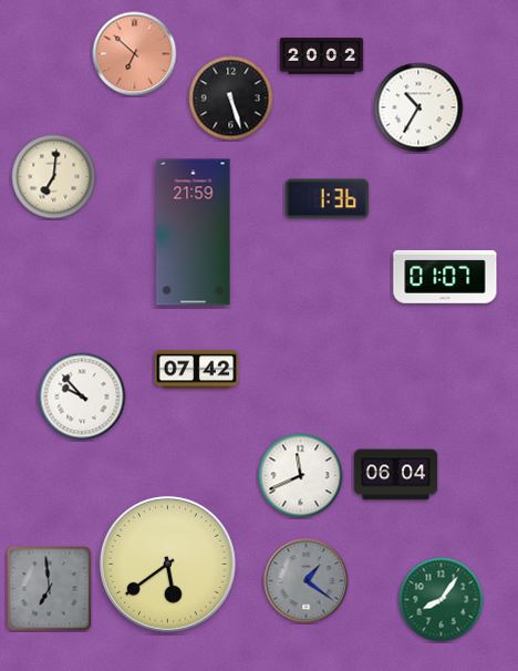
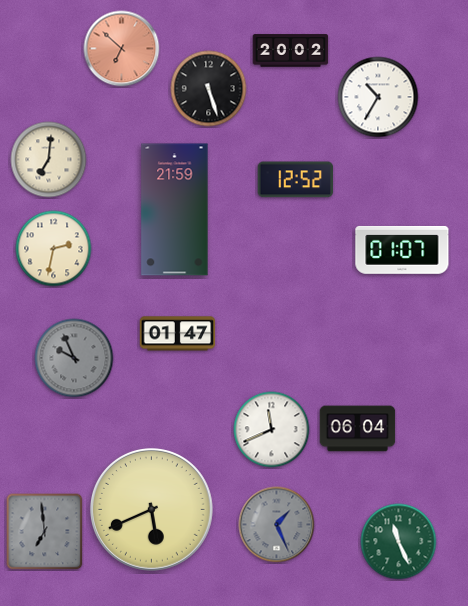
clock at (328, 199): 1:36 -> 12:52
clock at (54, 249): none -> 2:32
clock at (197, 370): 07:42 -> 01:47
clock at (82, 396): 9:53 -> 9:56
clock at (82, 396) dial: white -> grey
clock at (167, 564): 5:39 -> 5:41
clock at (307, 581): 1:21 -> 1:26
clock at (442, 600): 8:06 -> 11:26
